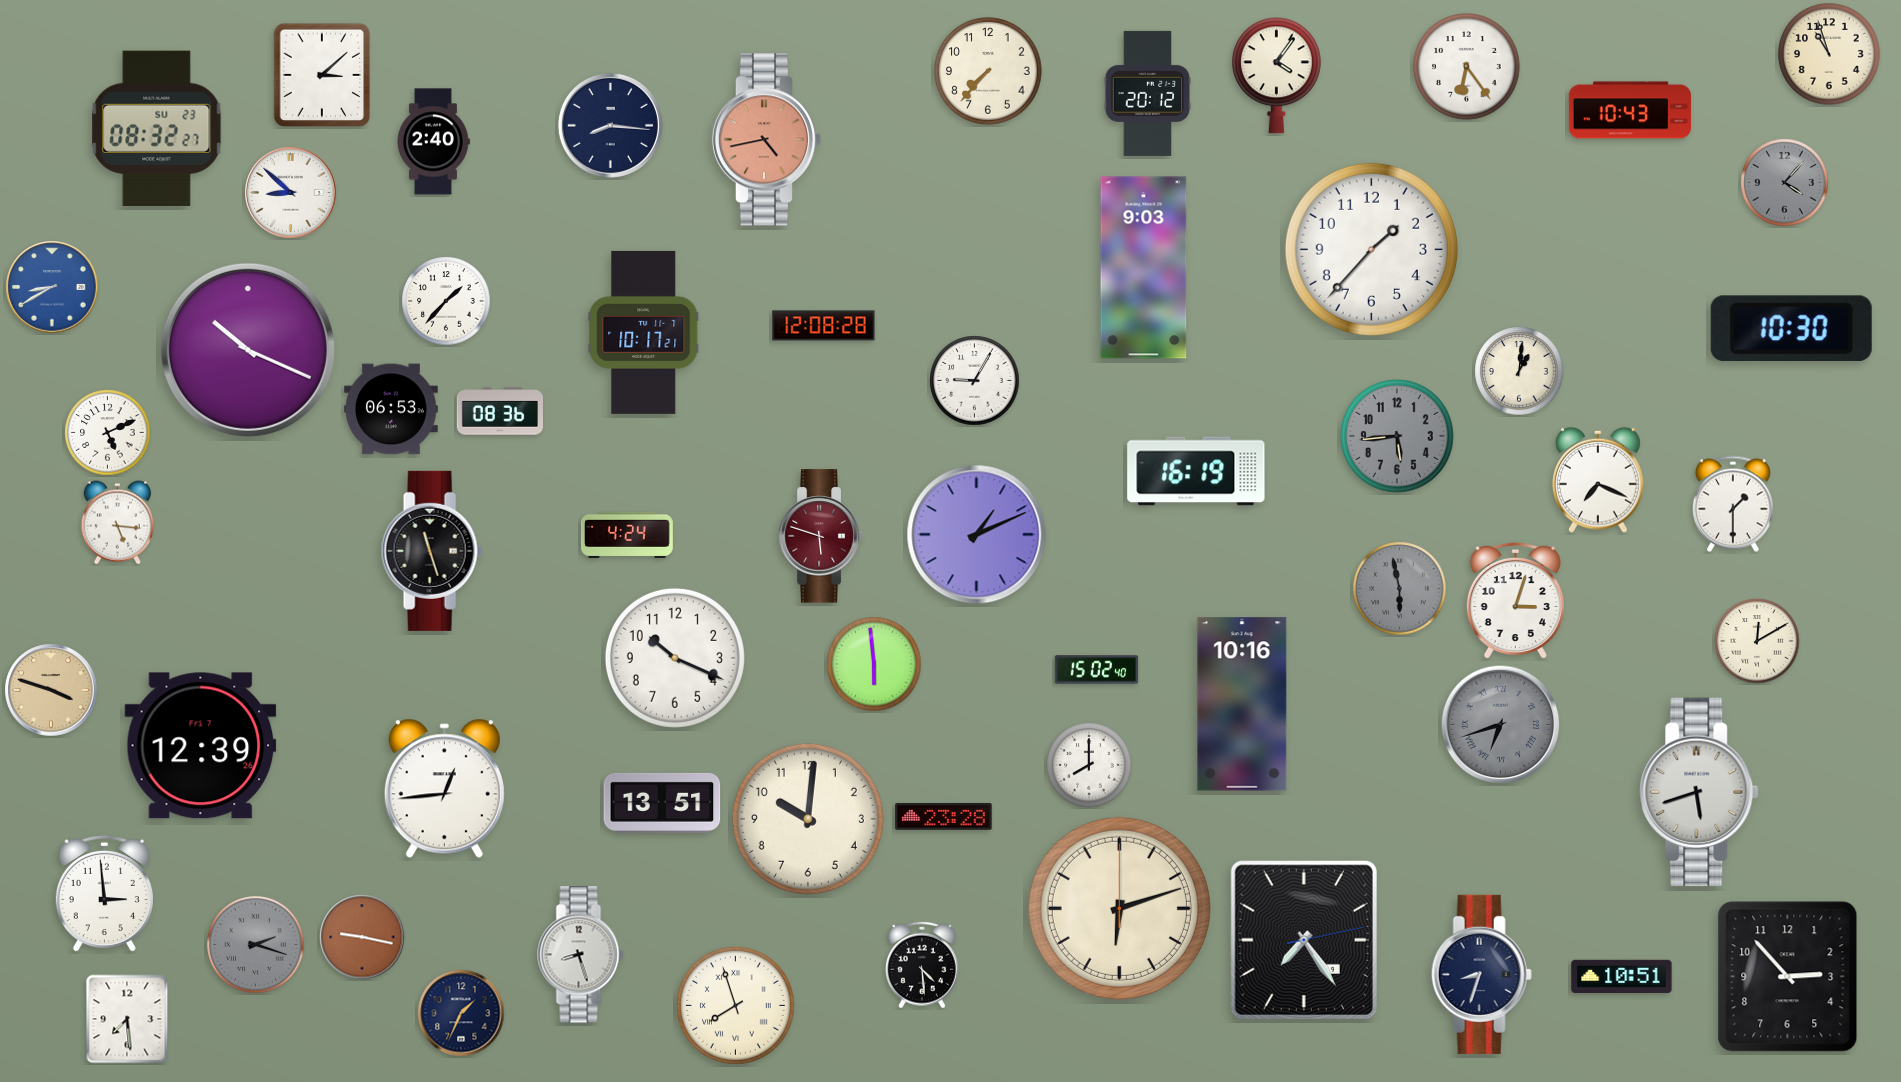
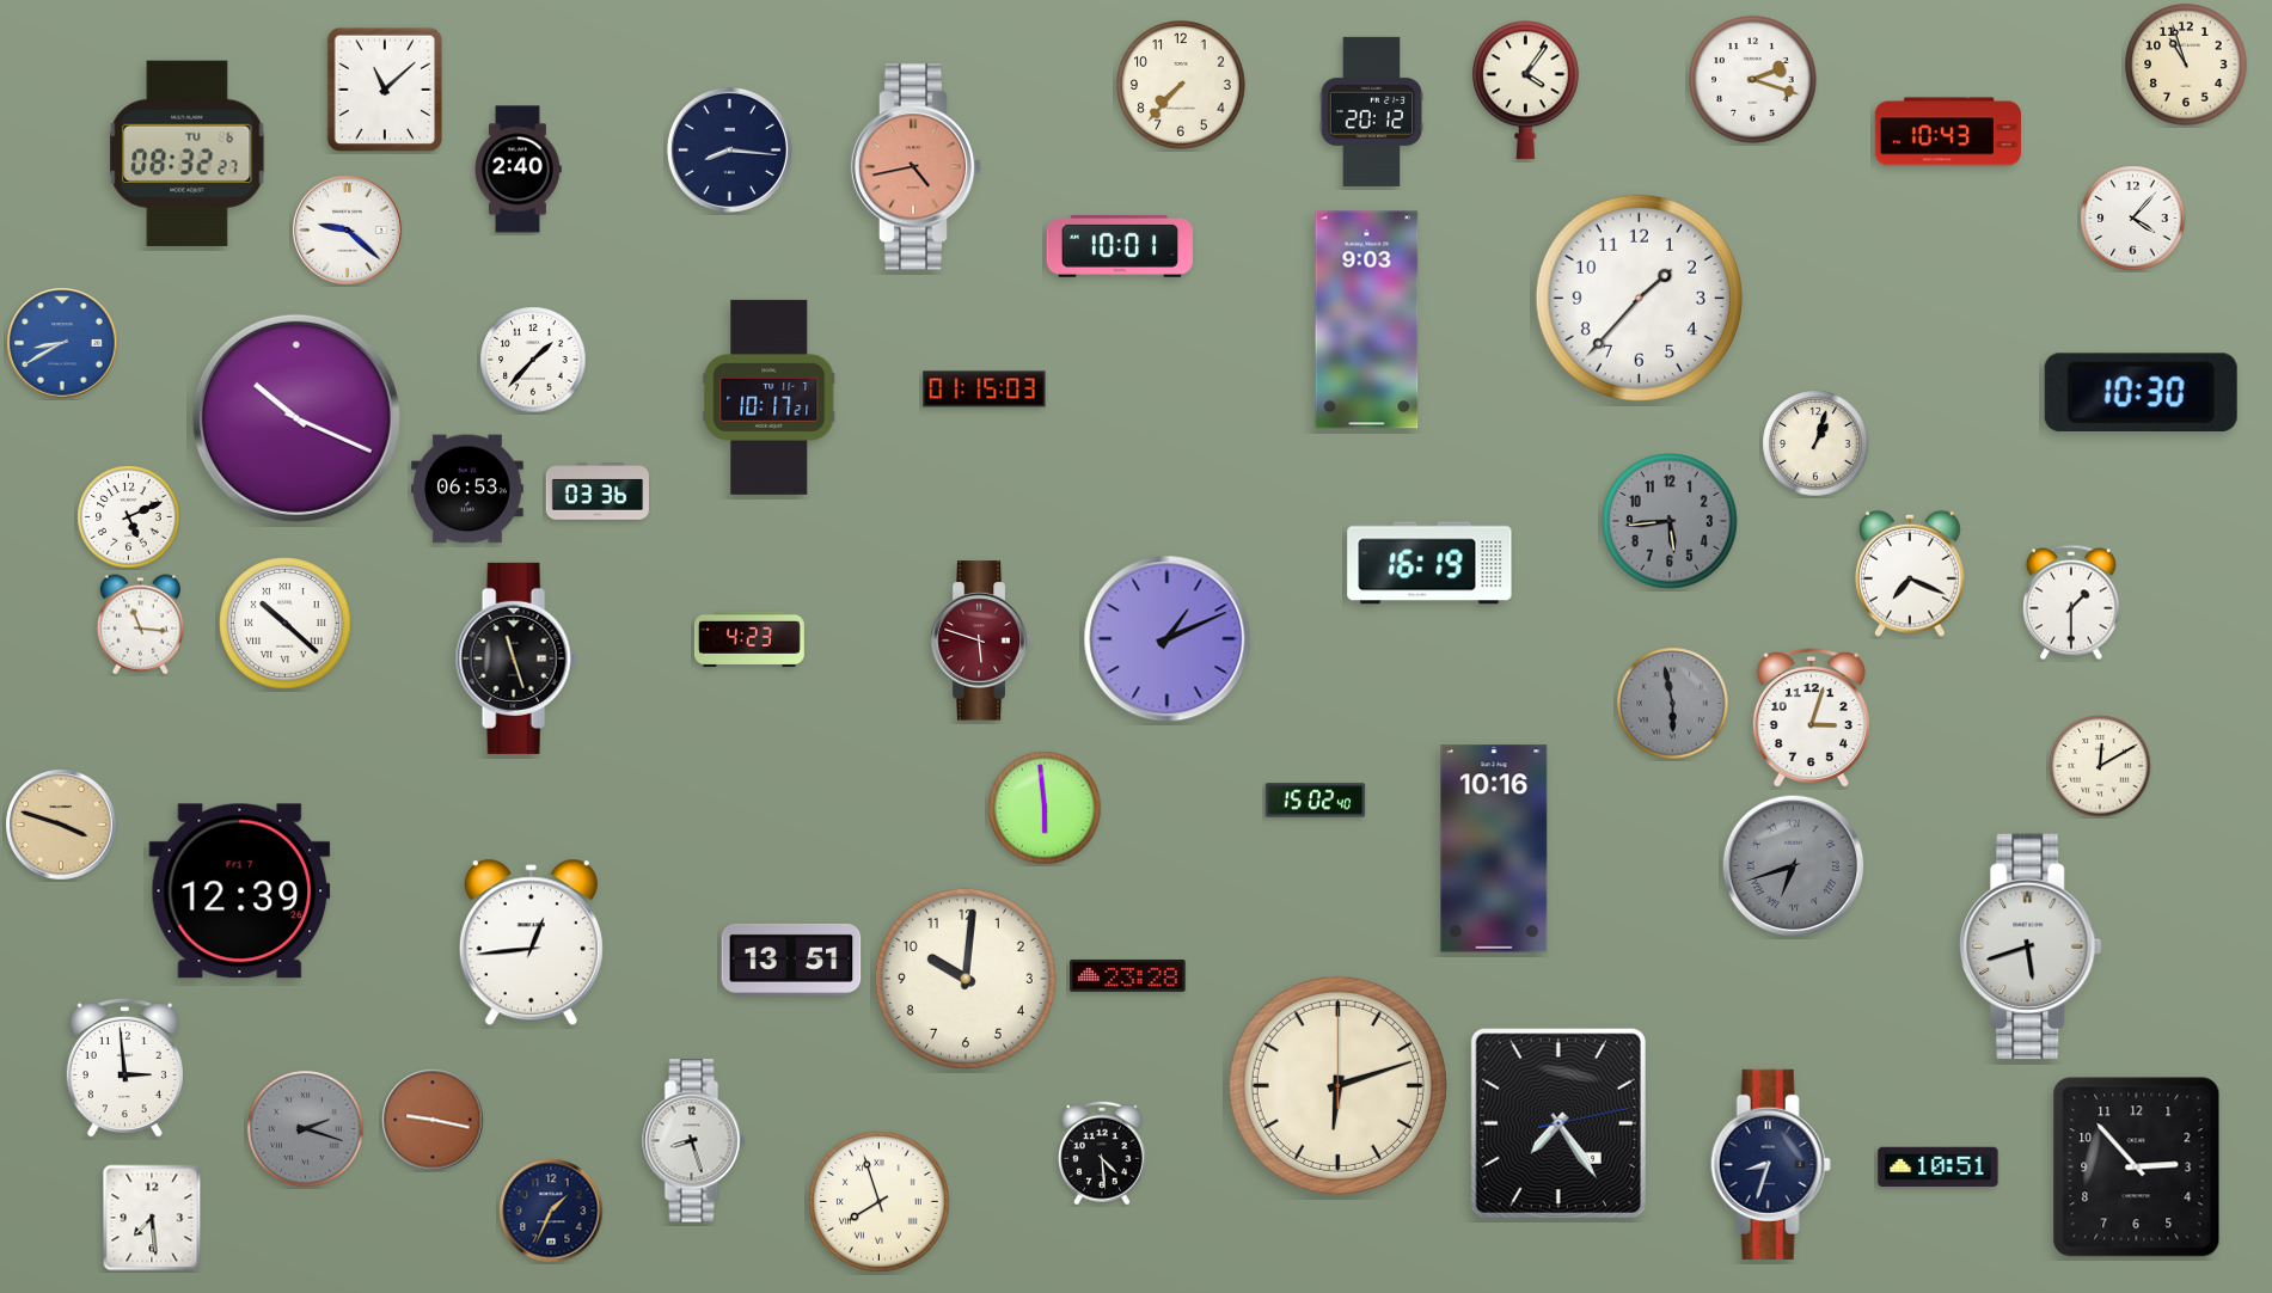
clock at (1467, 67): 6:24 -> 2:18
clock at (322, 75): 3:08 -> 11:08
clock at (157, 128) date: SU 23 -> TU 6
clock at (1785, 183) dial: grey -> white
clock at (291, 193): 8:52 -> 9:22
clock at (1120, 246): none -> 10:01
clock at (824, 326): 12:08 -> 01:15
clock at (1519, 371): 1:01 -> 1:03
clock at (975, 381): 9:05 -> none
clock at (499, 411): 08:36 -> 03:36
clock at (286, 624): none -> 10:22
clock at (117, 523): 5:16 -> 11:16
clock at (627, 535): 4:24 -> 4:23
clock at (675, 658): 10:19 -> none
clock at (874, 664) position: (874, 664) -> (1045, 808)
clock at (1097, 670) position: (1097, 670) -> (1316, 801)
clock at (1242, 704) position: (1242, 704) -> (1494, 848)
clock at (1089, 765): 8:00 -> none
